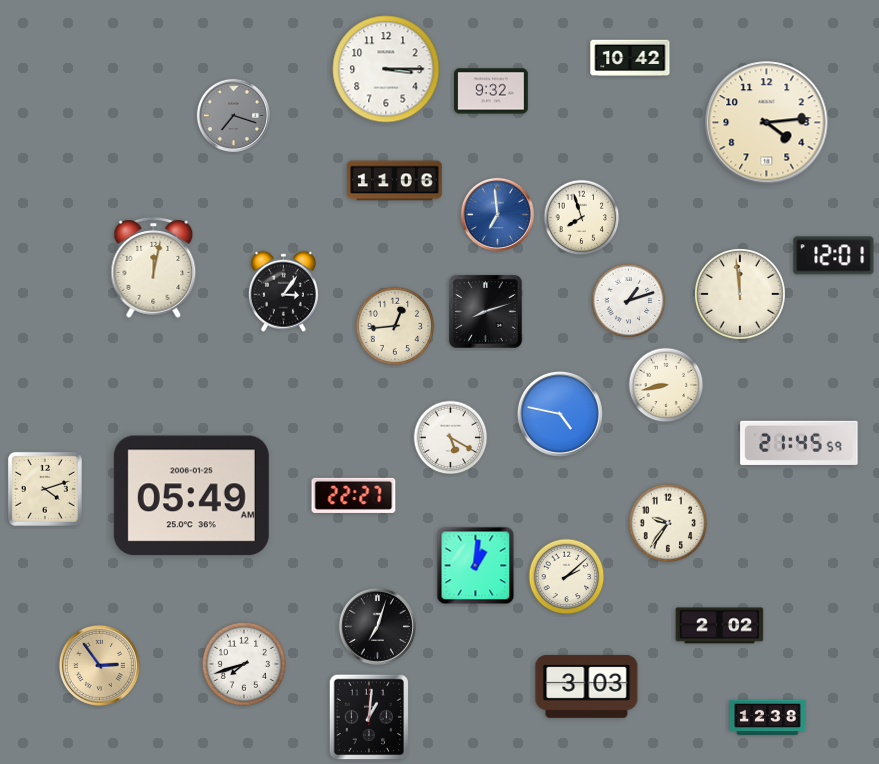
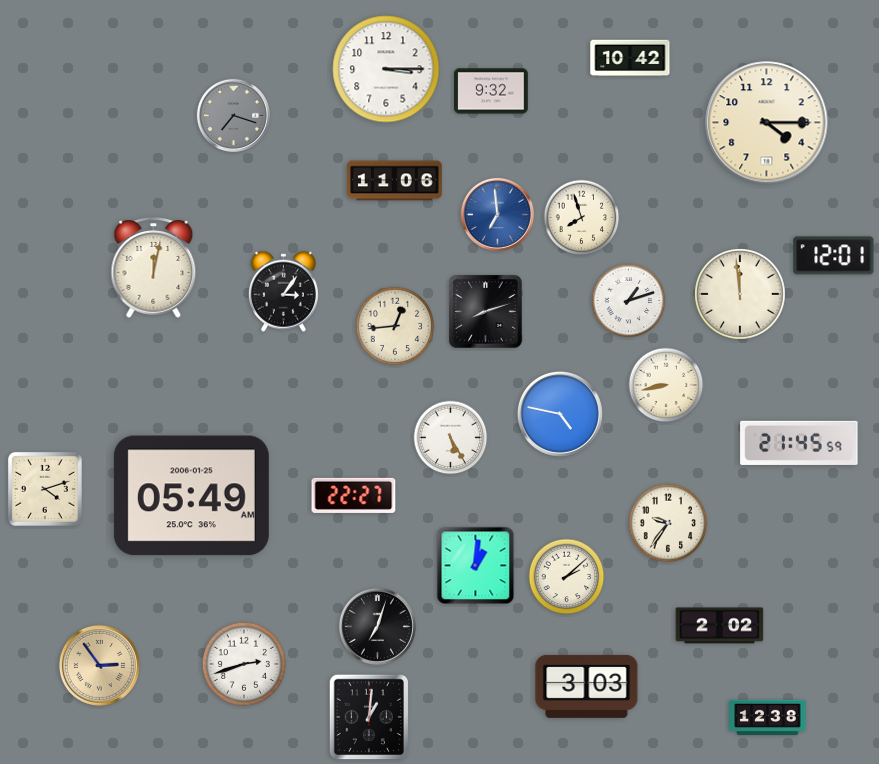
clock at (767, 123): 4:14 -> 4:15
clock at (451, 438): 5:20 -> 5:25
clock at (244, 664): 7:42 -> 2:42
